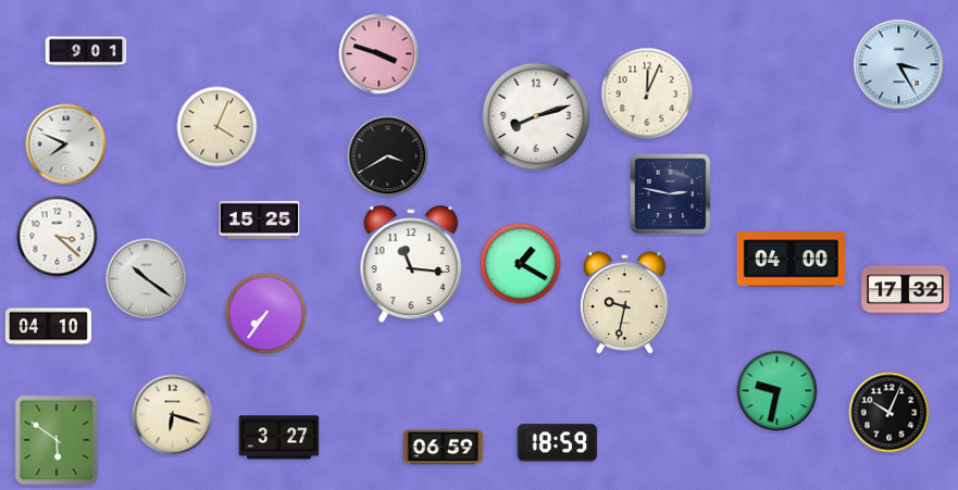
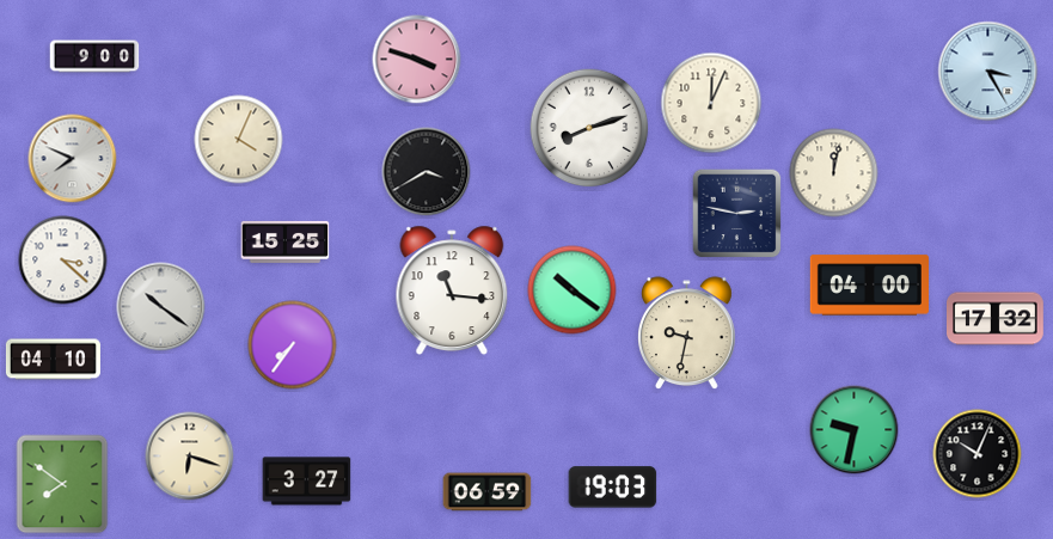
clock at (86, 51): 9:01 -> 9:00
clock at (834, 173): none -> 12:02
clock at (521, 264): 1:20 -> 10:21
clock at (57, 440): 5:51 -> 7:51
clock at (558, 443): 18:59 -> 19:03
